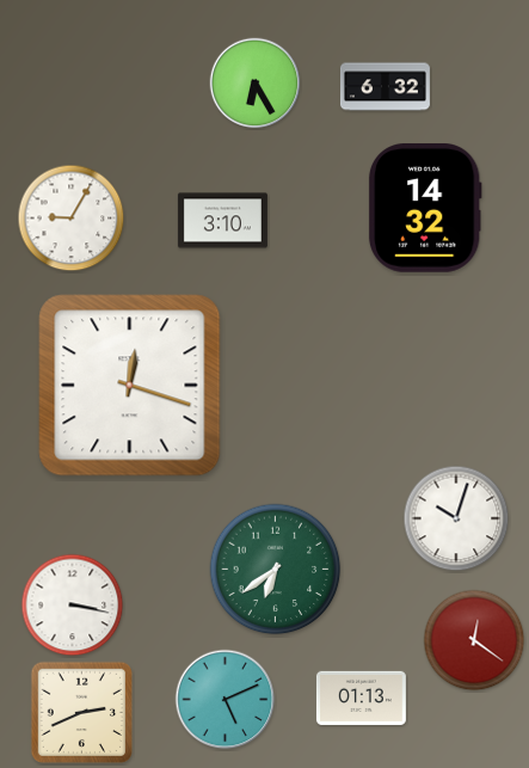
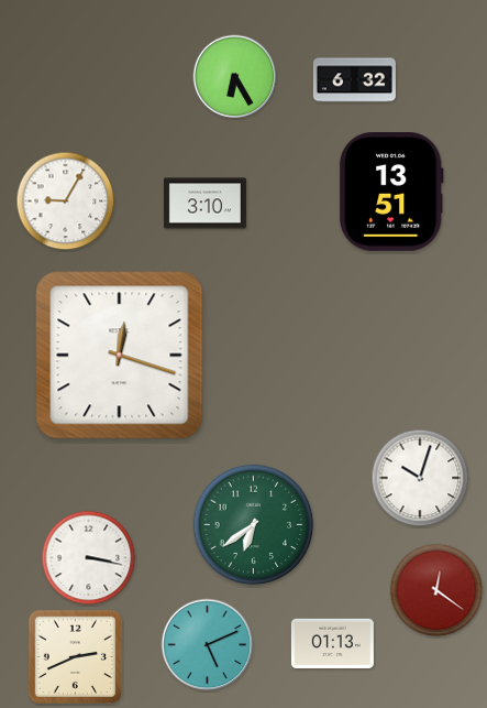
clock at (425, 209): 14:32 -> 13:51
clock at (73, 606) position: (73, 606) -> (89, 558)
